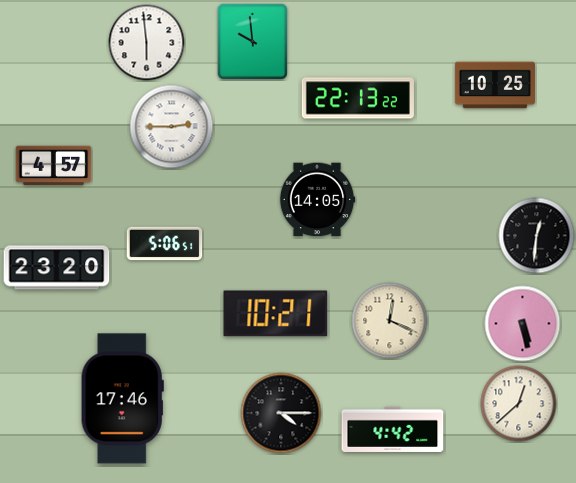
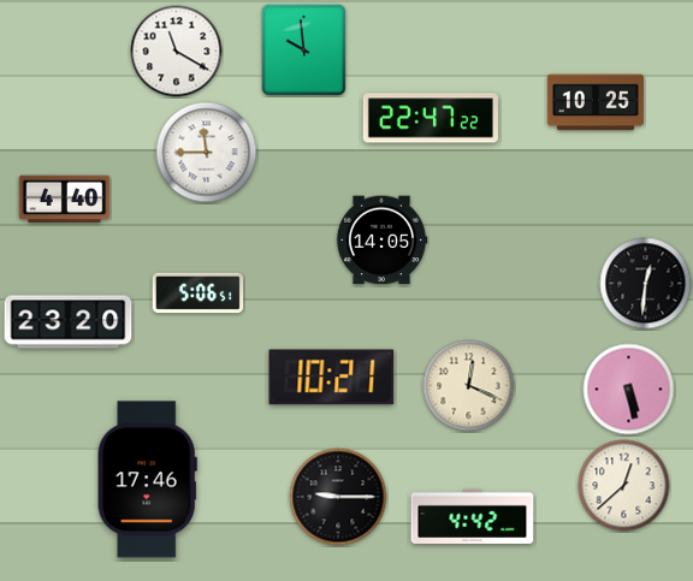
clock at (147, 43): 5:59 -> 11:20
clock at (358, 98): 22:13 -> 22:47
clock at (172, 127): 2:45 -> 11:45
clock at (54, 166): 4:57 -> 4:40
clock at (281, 413): 4:15 -> 9:15
